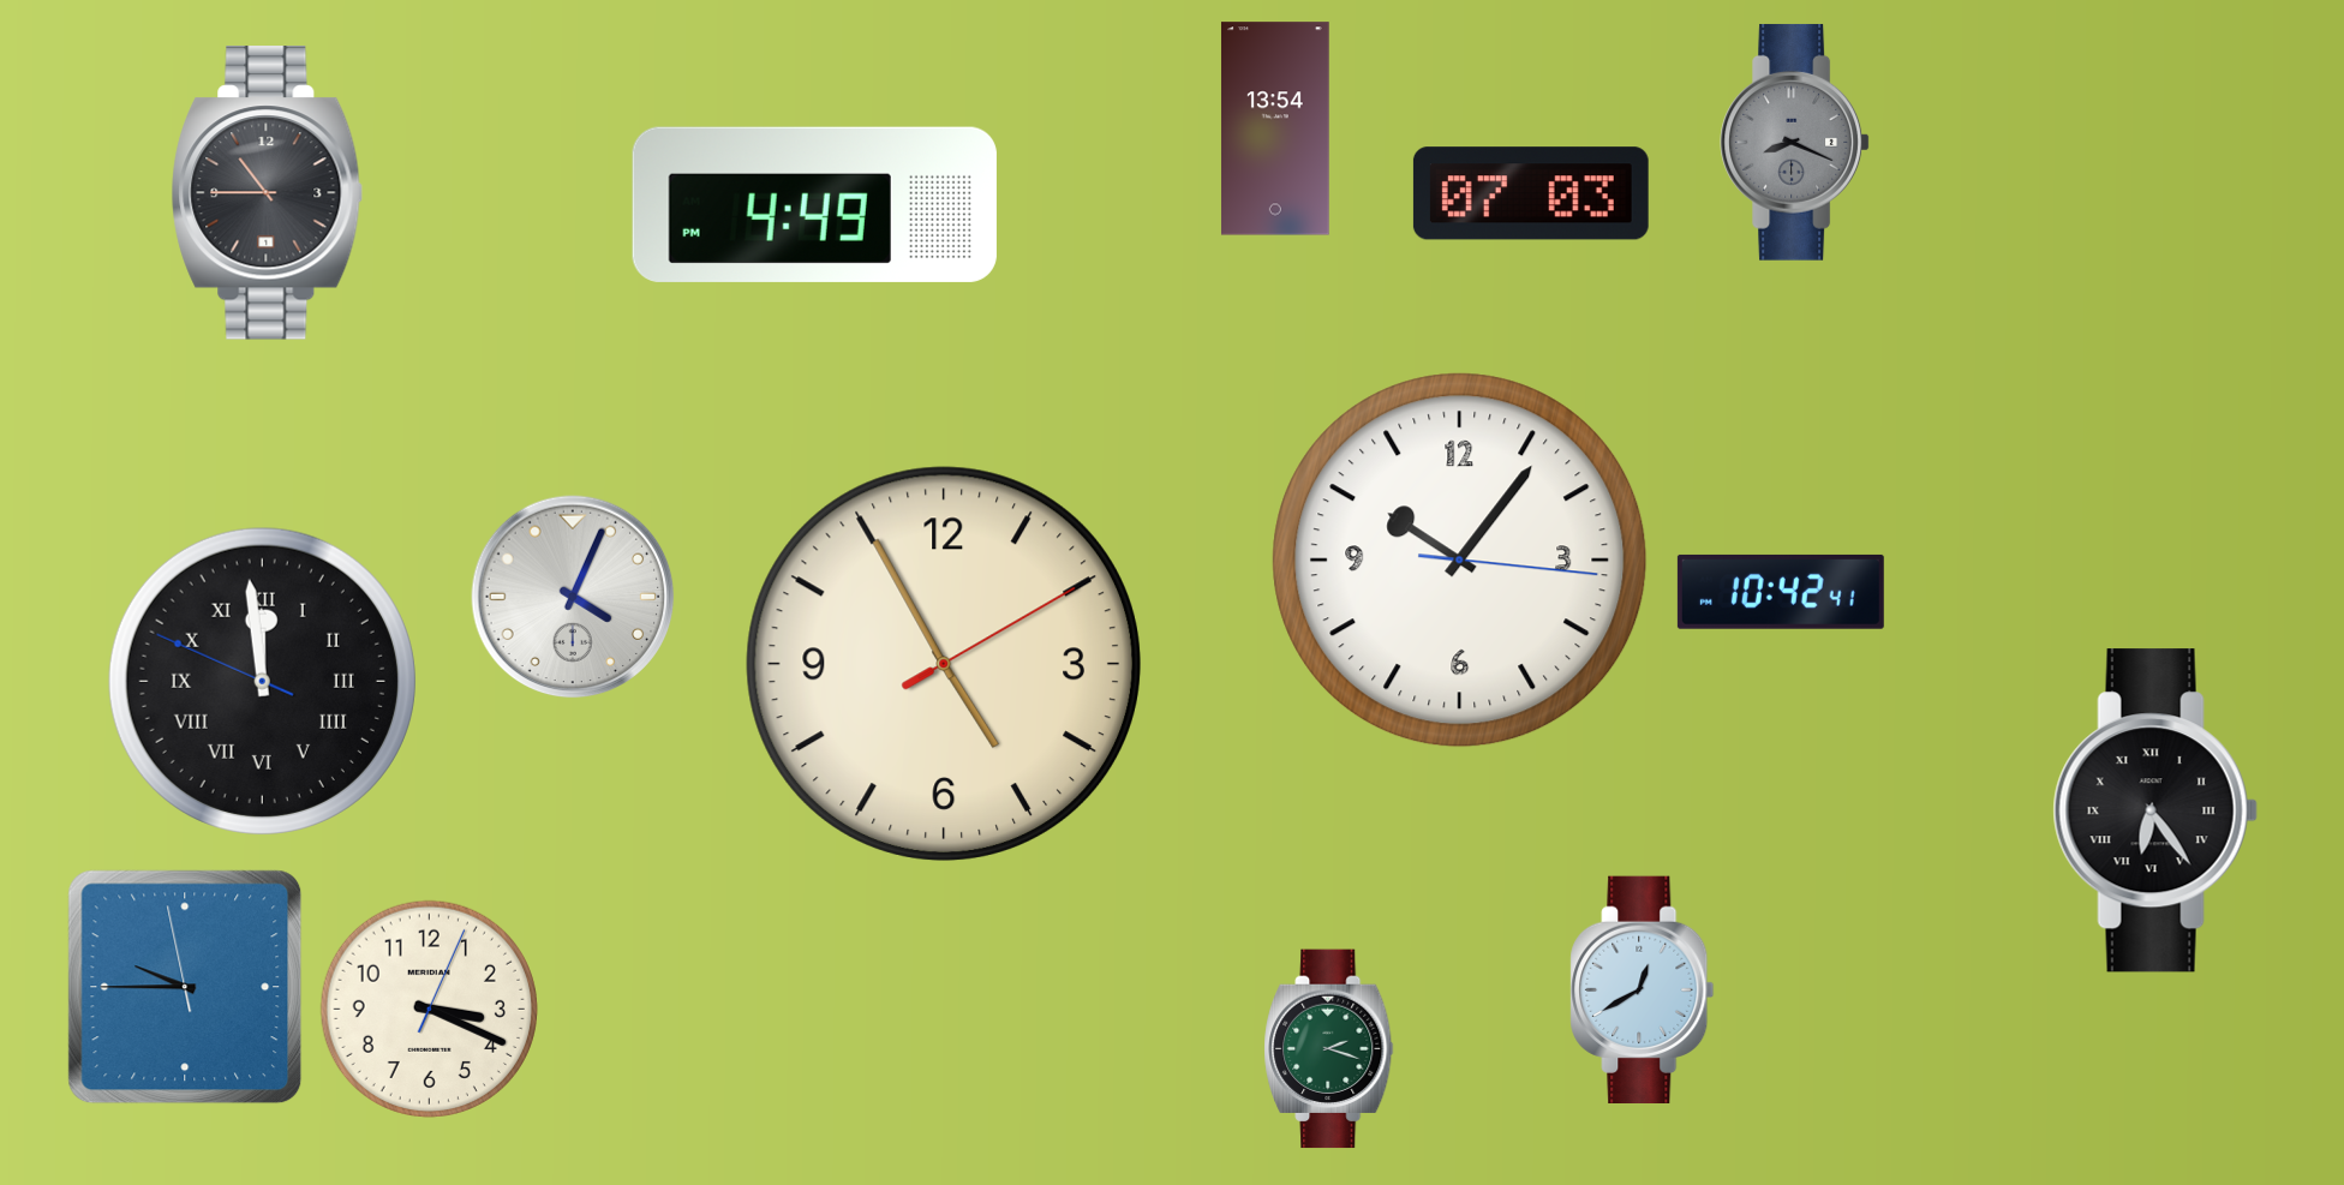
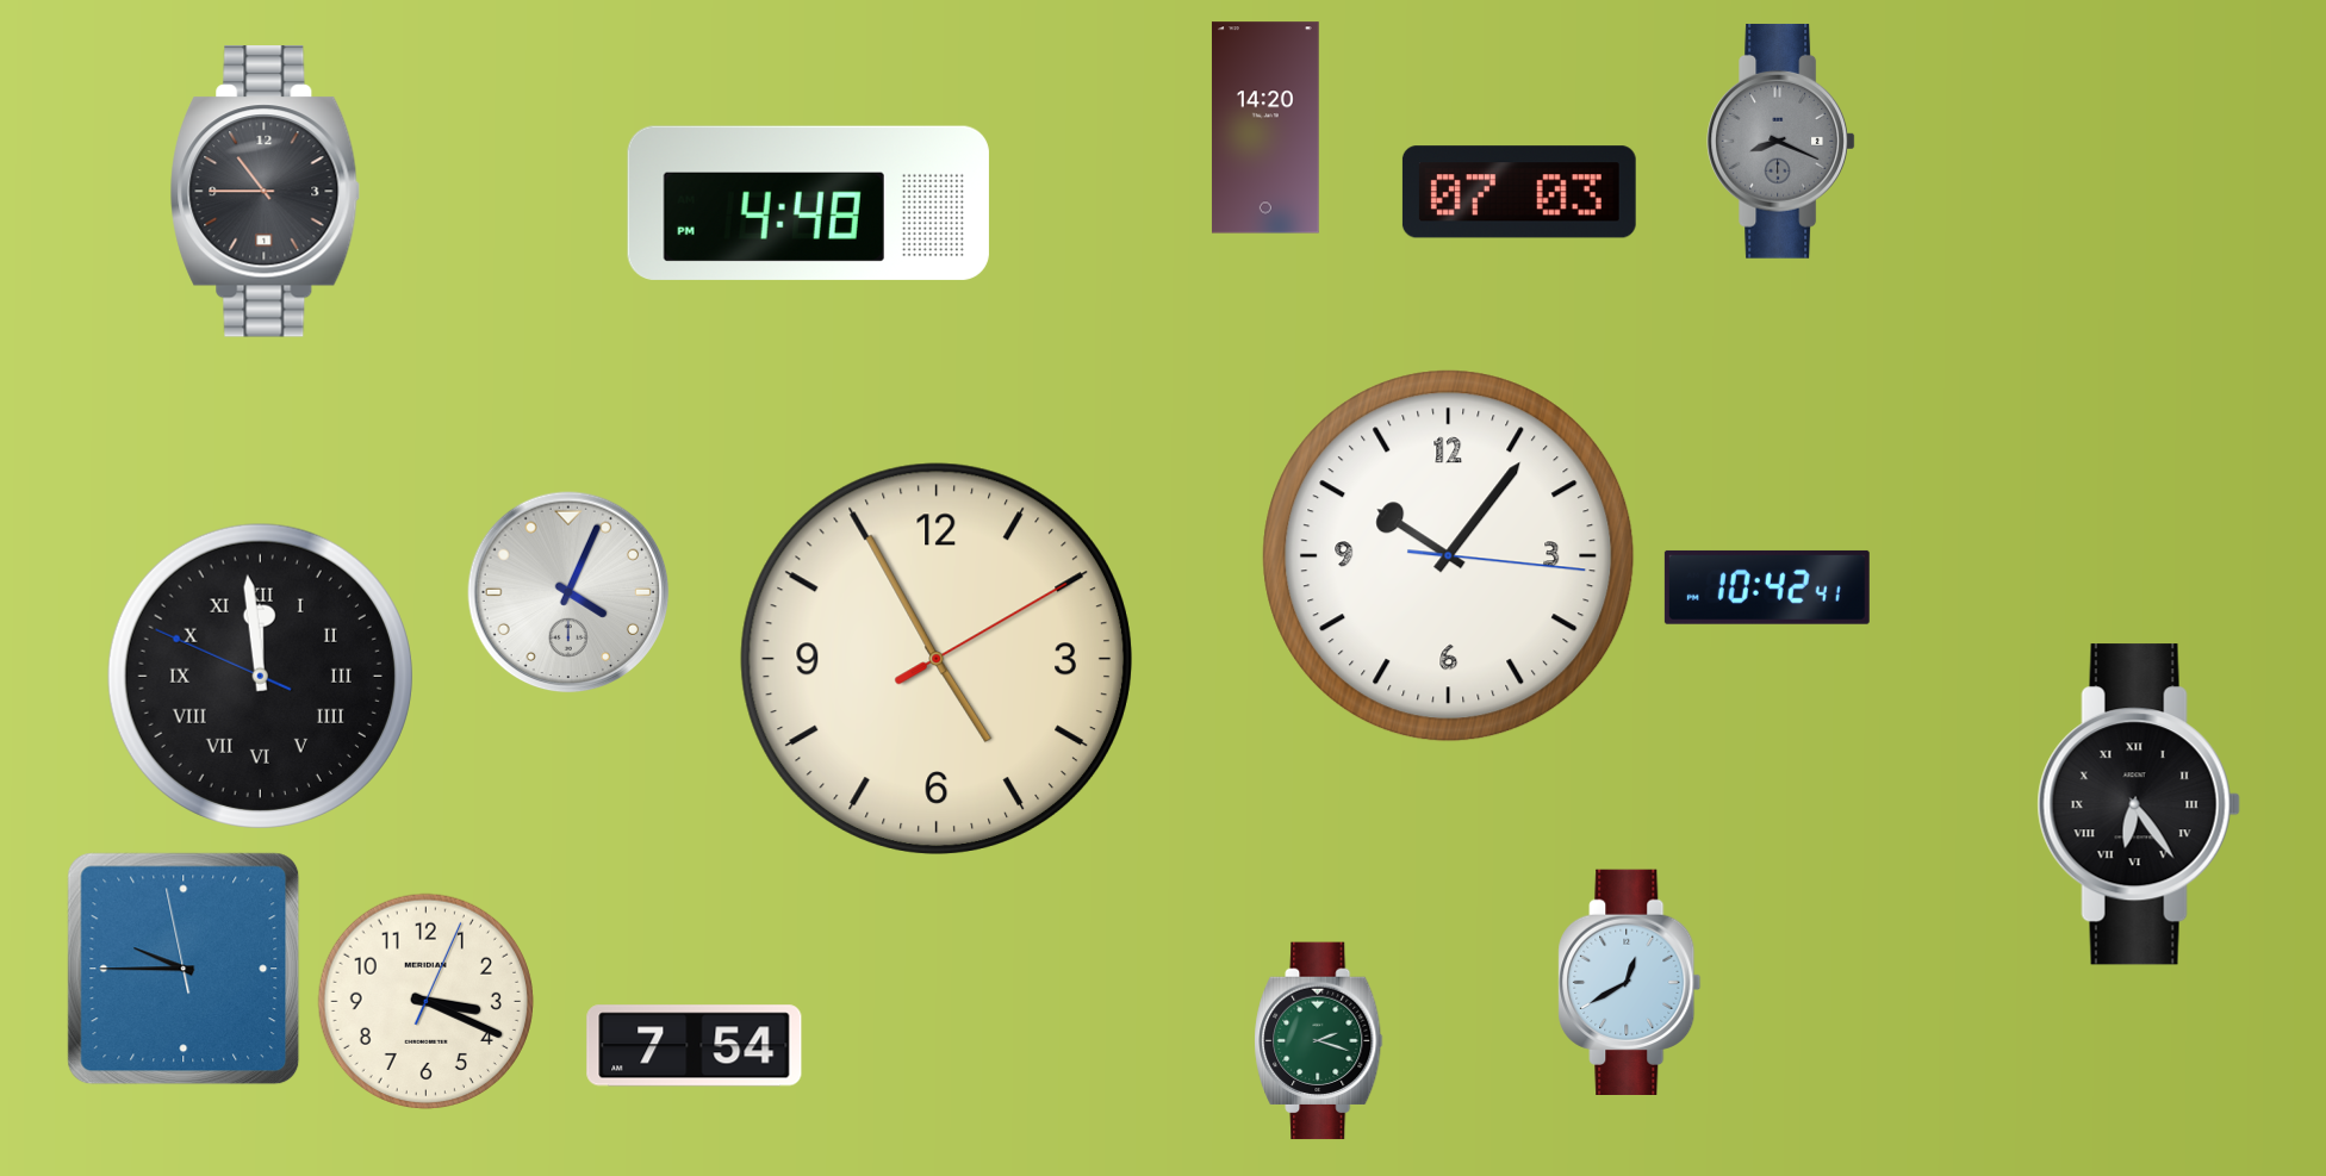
clock at (1275, 128): 13:54 -> 14:20
clock at (814, 204): 4:49 -> 4:48
clock at (185, 987) position: (185, 987) -> (184, 969)
clock at (695, 1046): none -> 7:54
